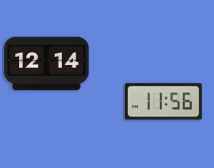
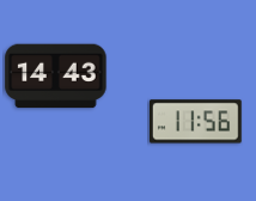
clock at (47, 64): 12:14 -> 14:43
